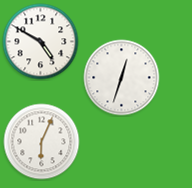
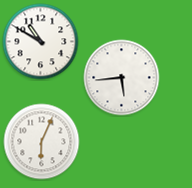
clock at (41, 42): 4:50 -> 10:50
clock at (122, 78): 12:33 -> 5:44
